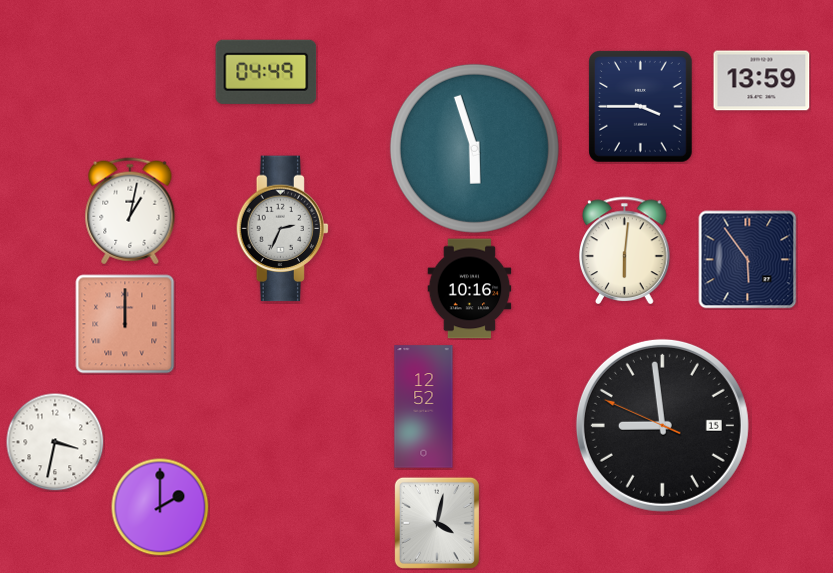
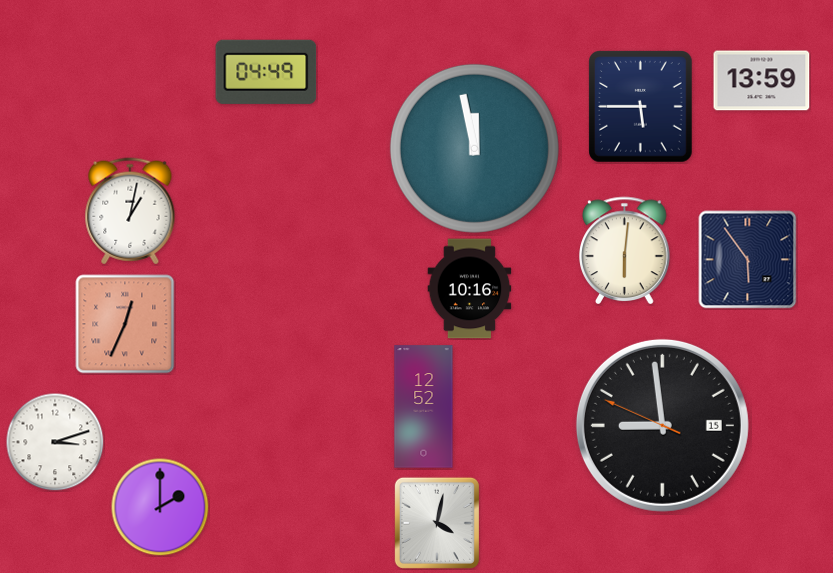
clock at (641, 107): 3:45 -> 5:45
clock at (474, 148): 5:57 -> 11:58
clock at (283, 229): 2:34 -> none
clock at (125, 324): 12:00 -> 12:34
clock at (55, 442): 3:32 -> 3:12
